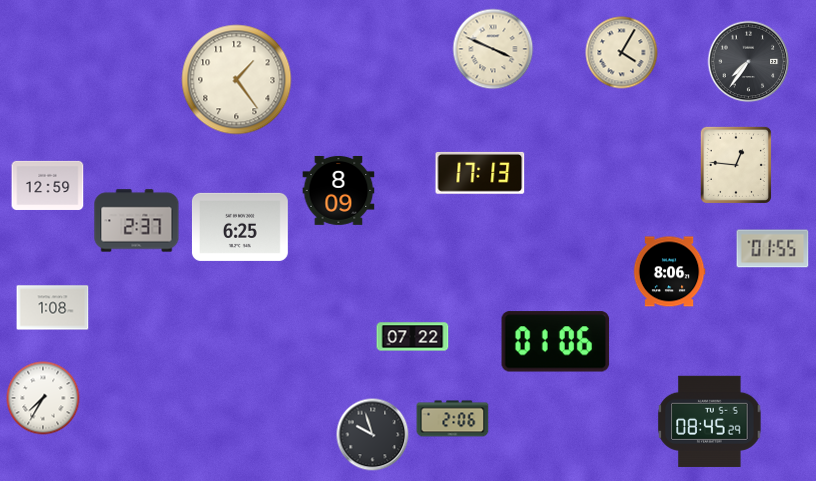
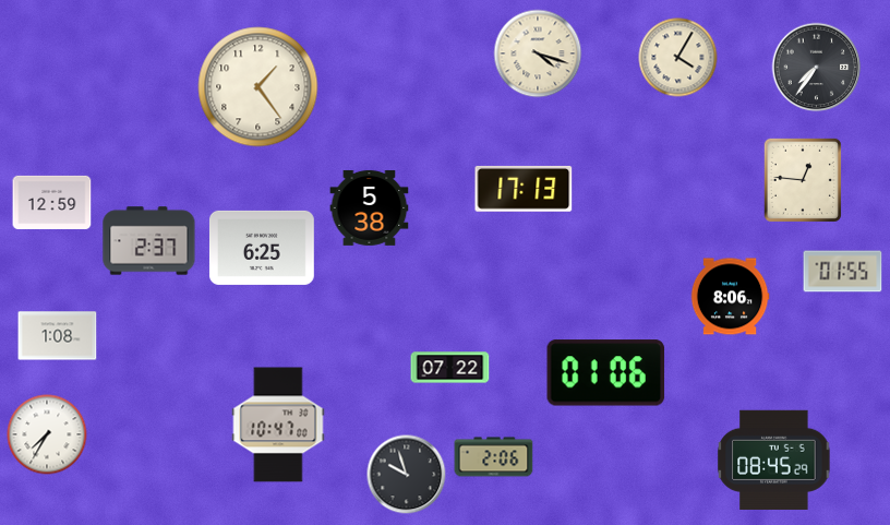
clock at (493, 49): 3:49 -> 4:18
clock at (339, 190): 8:09 -> 5:38
clock at (278, 425): none -> 10:47
